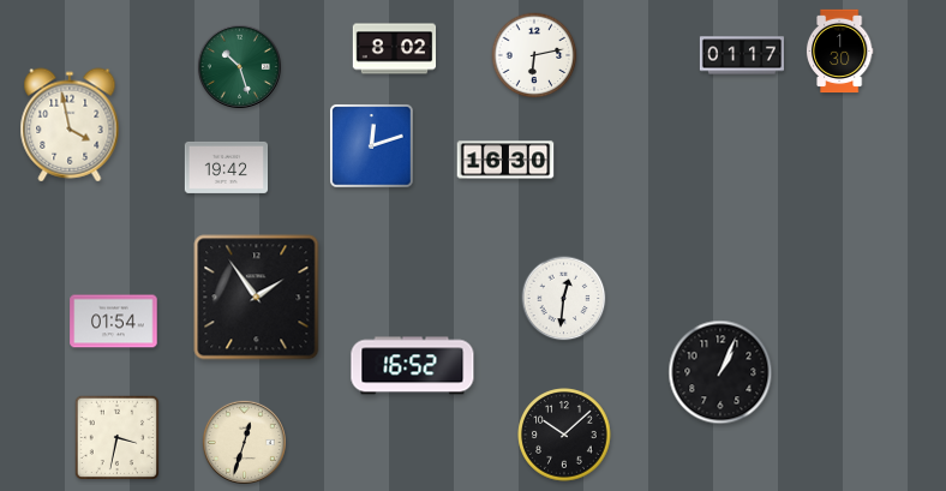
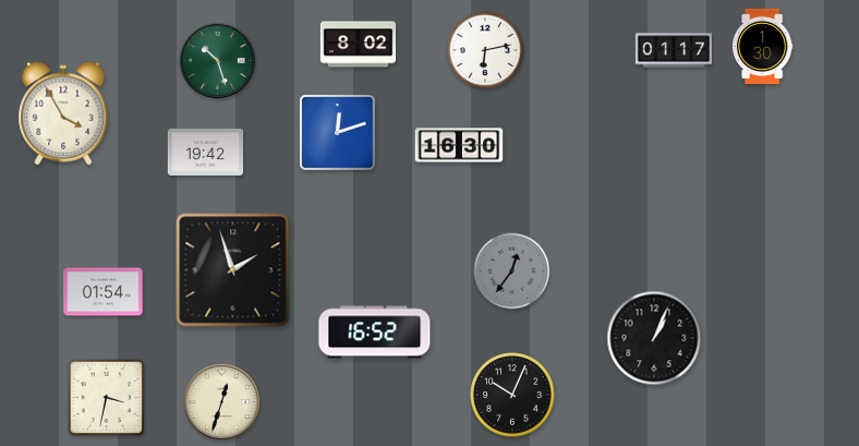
clock at (70, 125): 3:58 -> 3:55
clock at (257, 298): 1:54 -> 1:57
clock at (564, 299): 12:31 -> 12:36
clock at (564, 299) dial: white -> grey
clock at (564, 435): 10:08 -> 10:04
